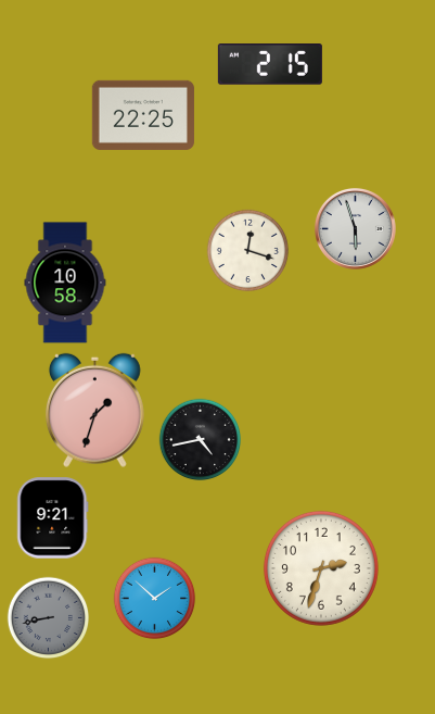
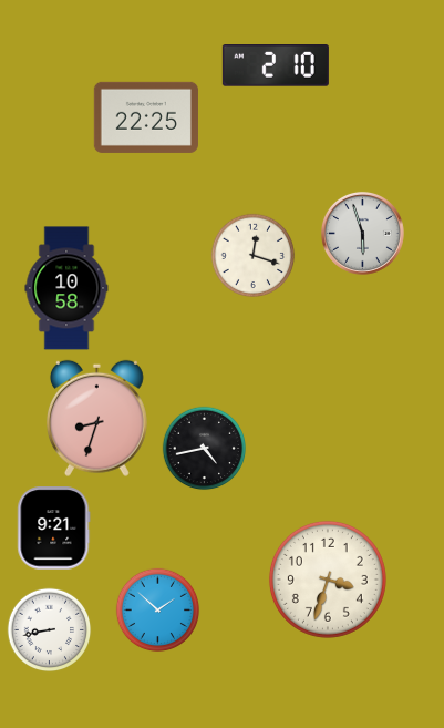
clock at (270, 65): 2:15 -> 2:10
clock at (94, 410): 1:33 -> 8:33
clock at (321, 568): 2:33 -> 3:33
clock at (49, 618) dial: grey -> white
